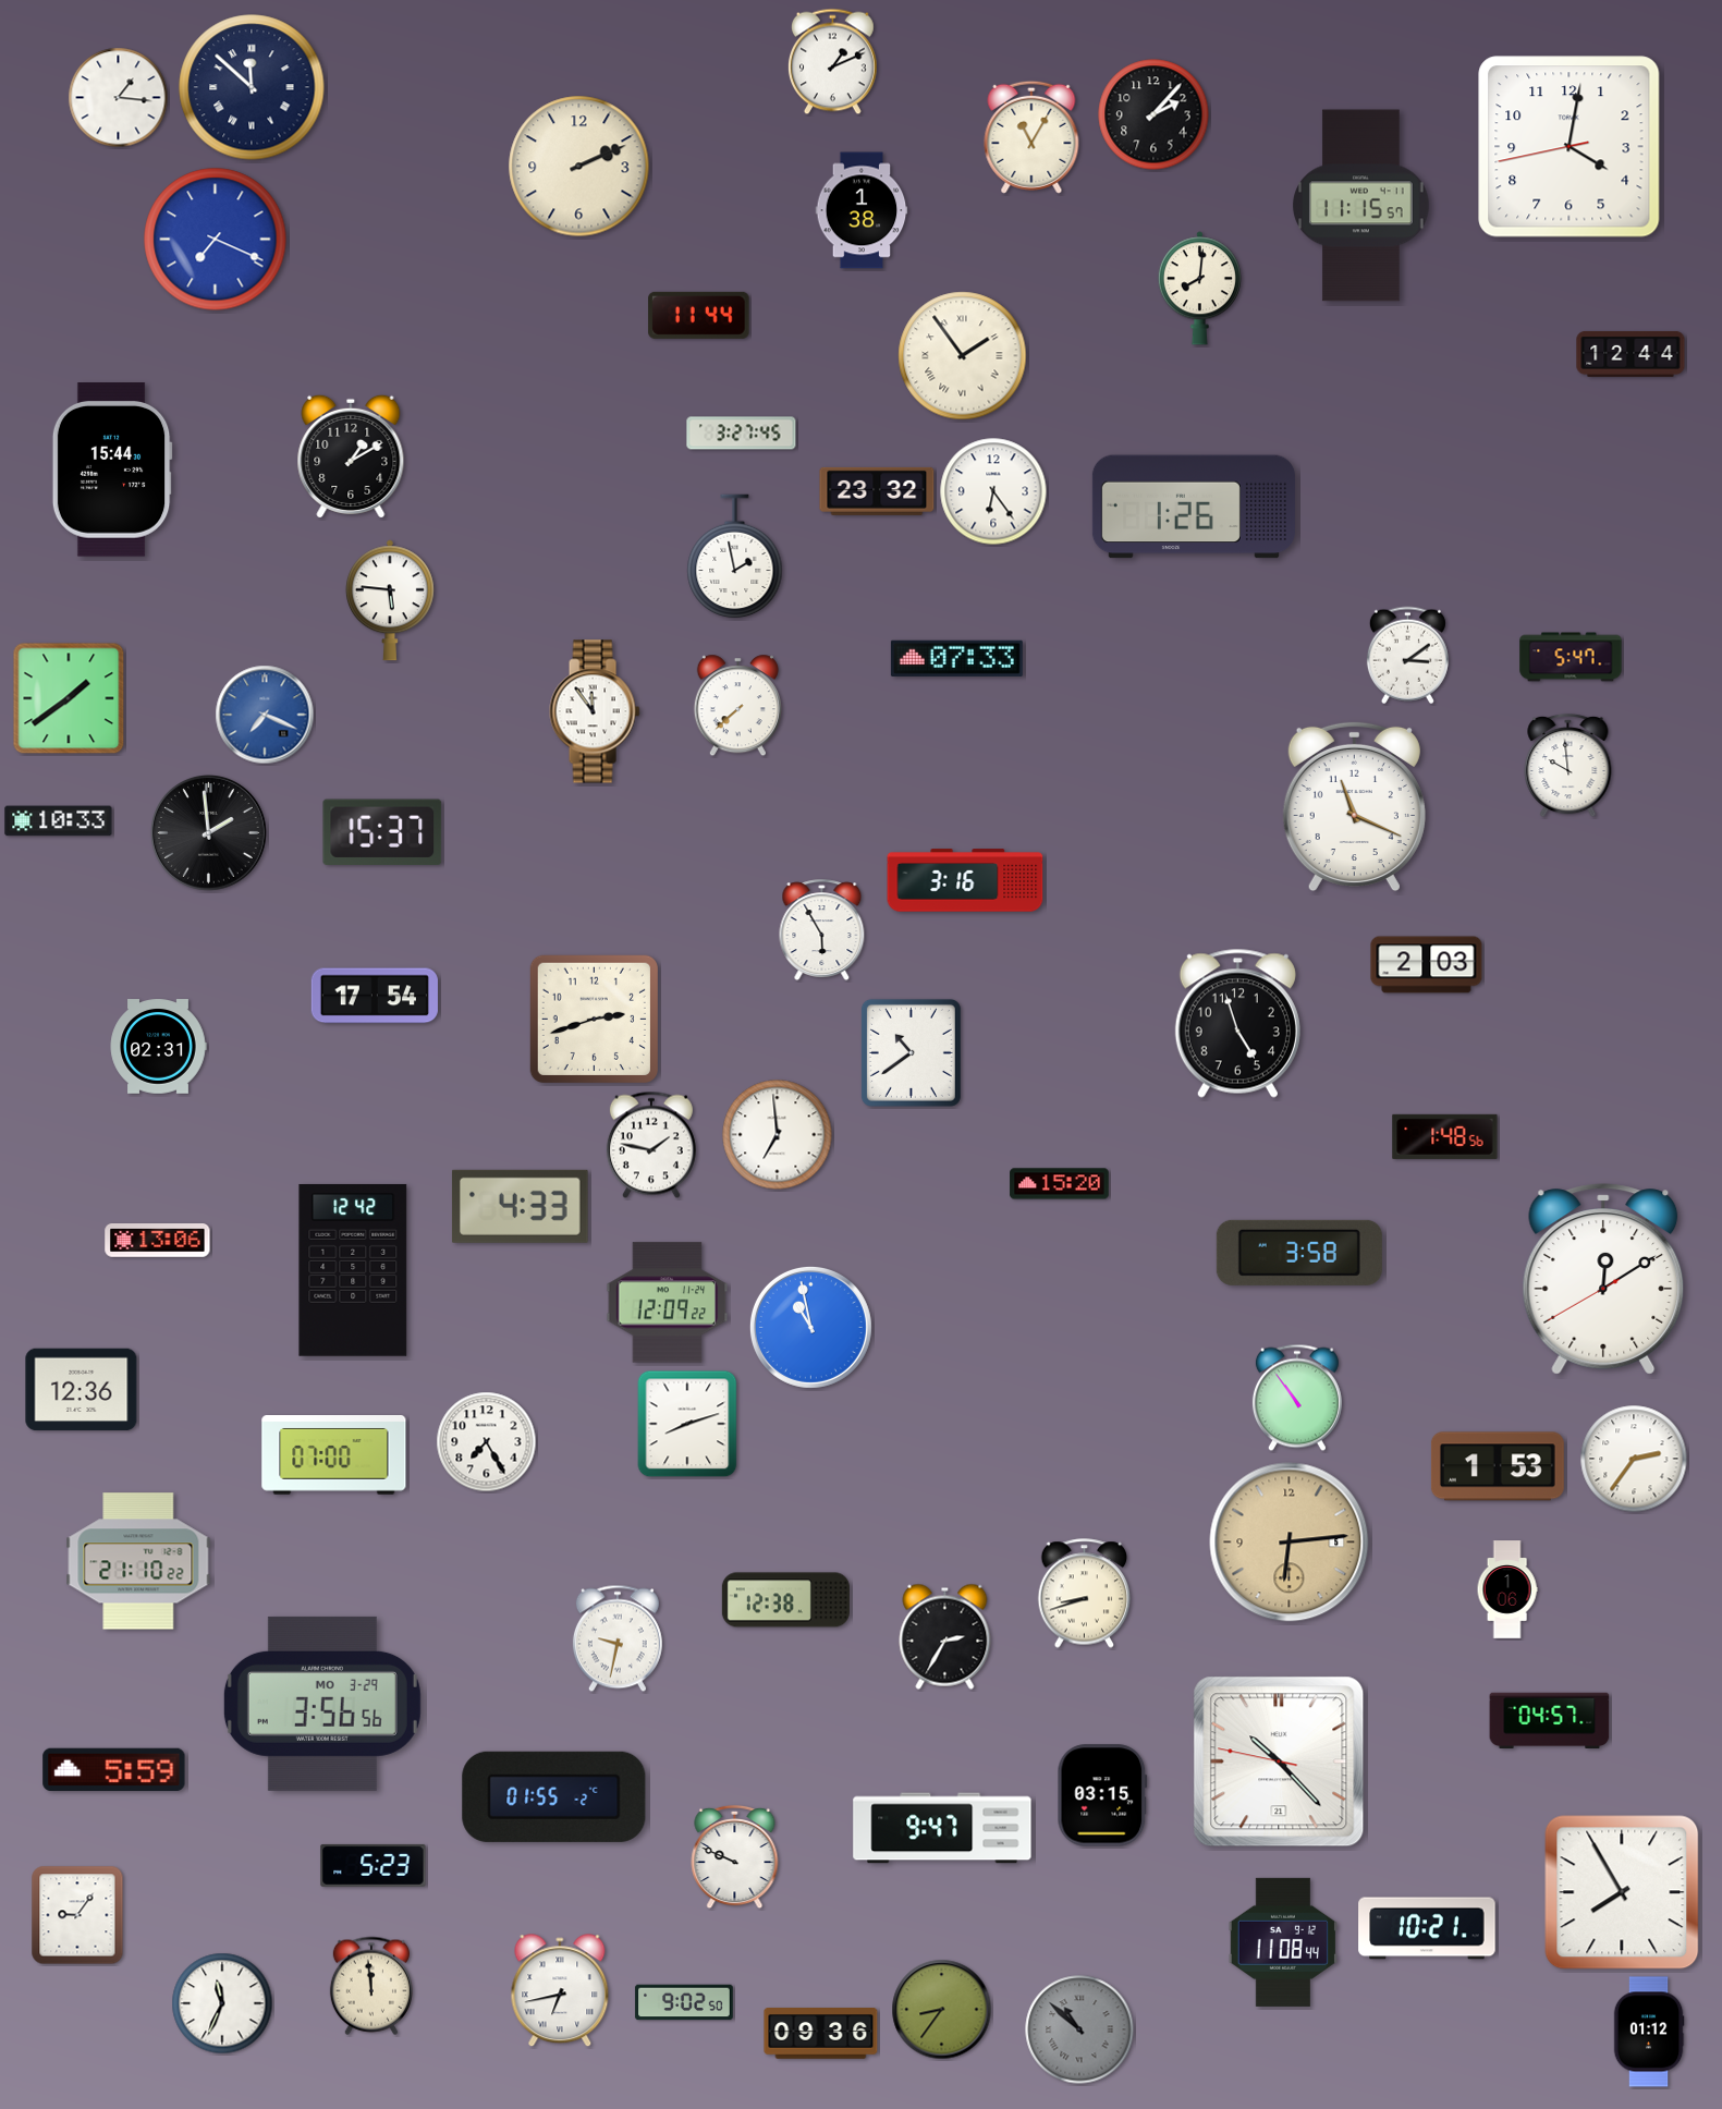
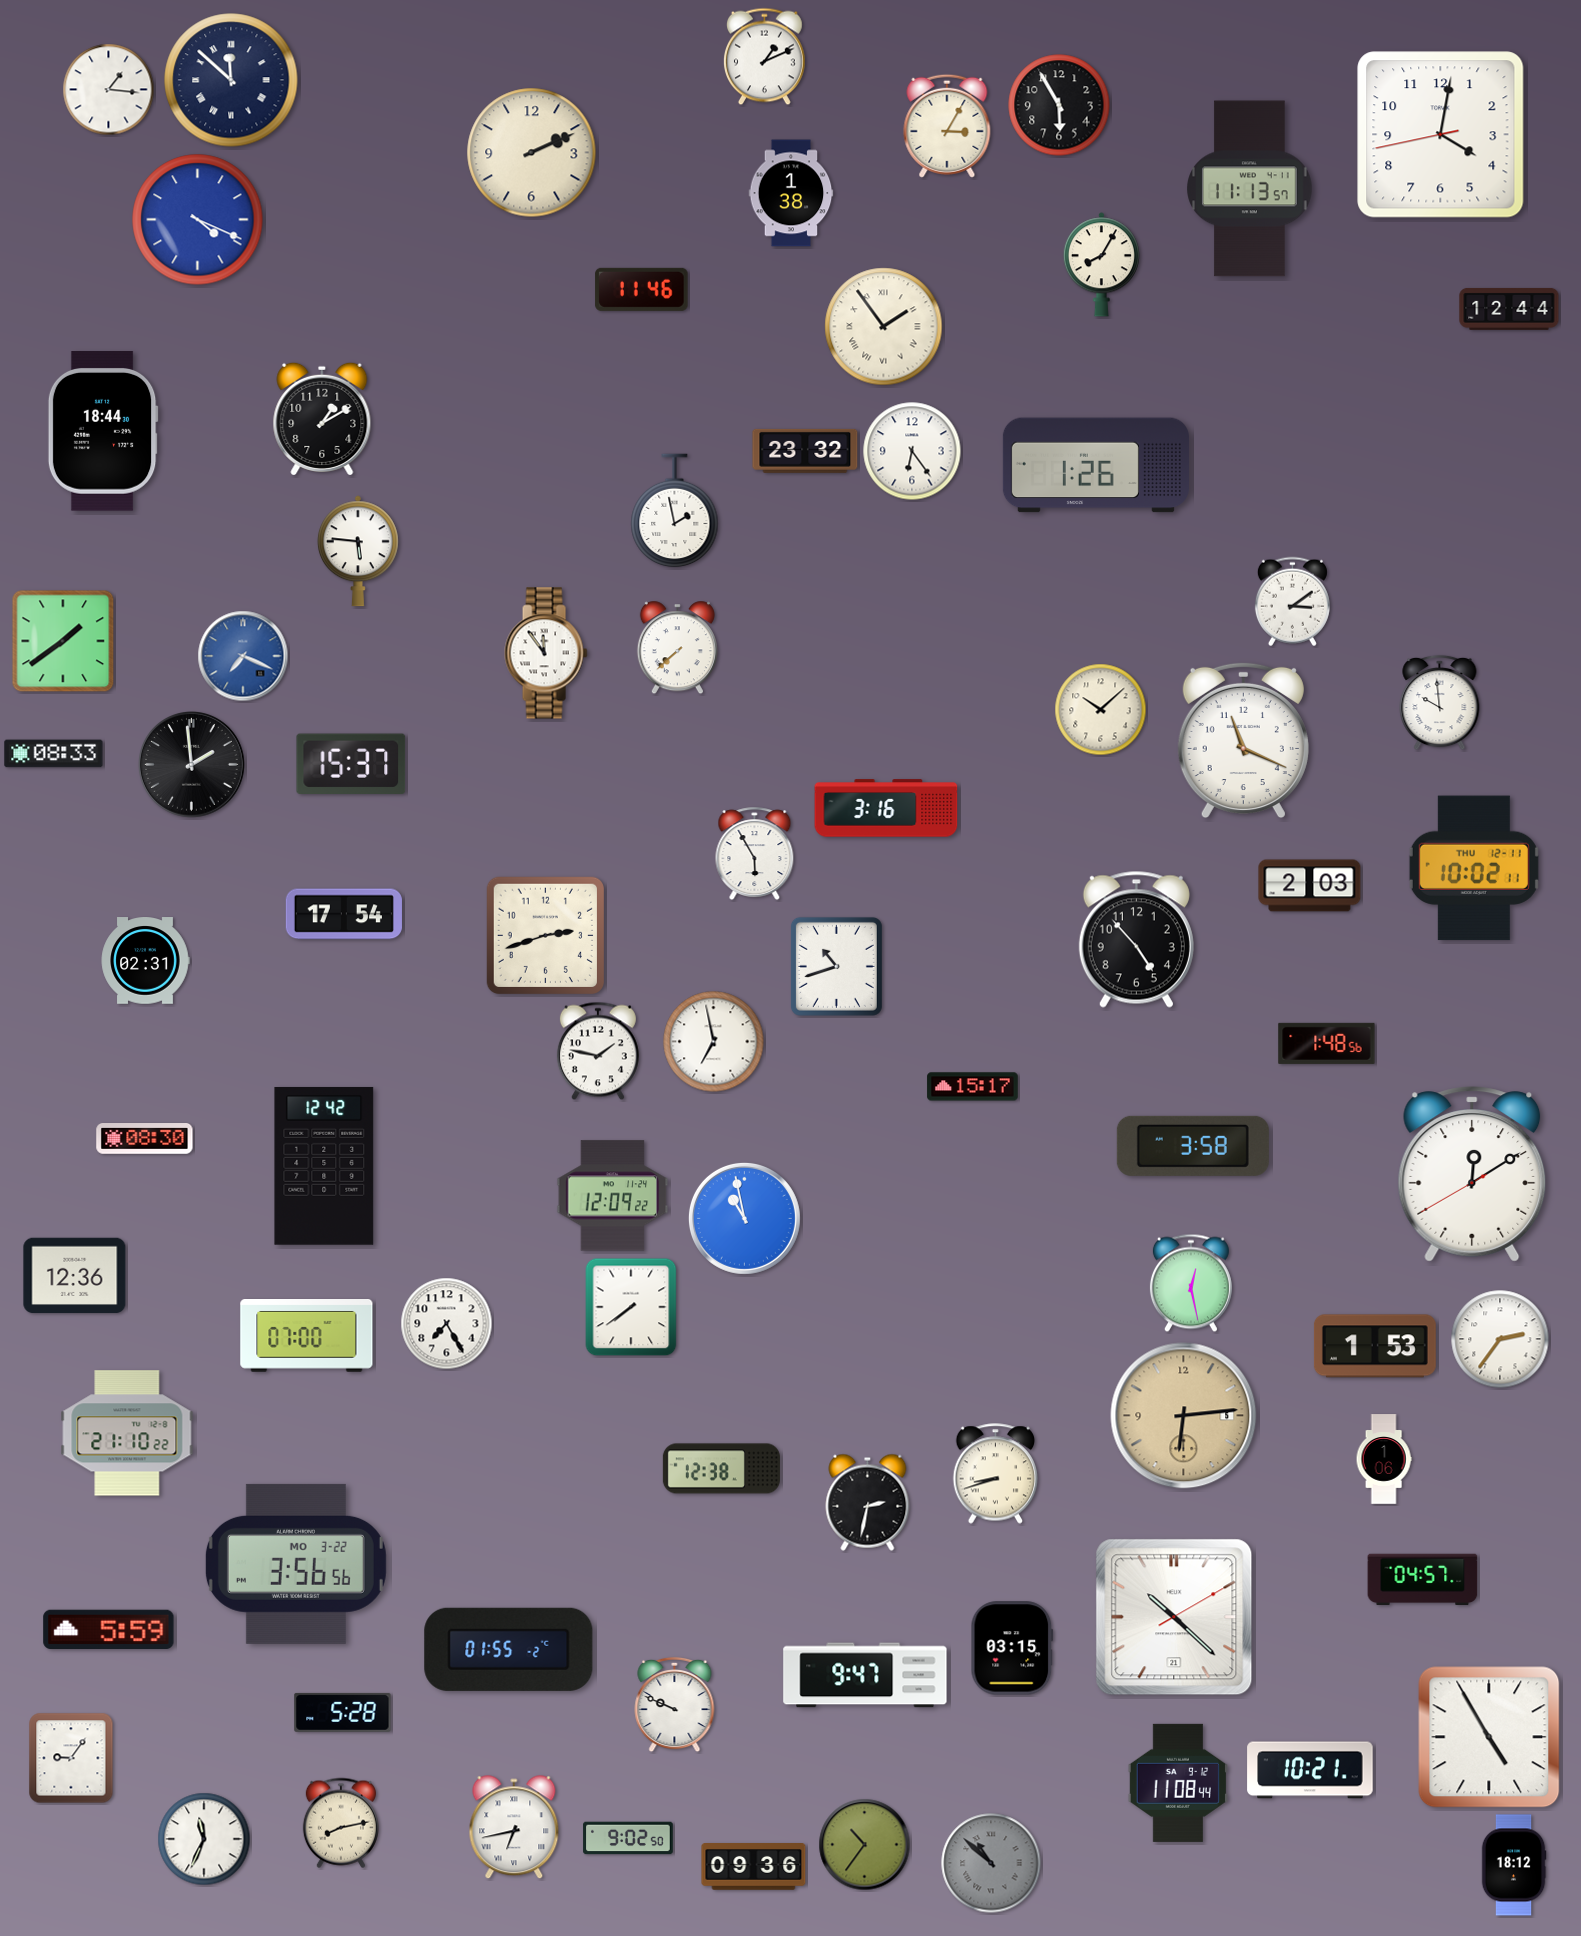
clock at (1153, 114): 2:07 -> 5:55
clock at (1031, 137): 11:05 -> 3:05
clock at (1361, 206): 11:15 -> 11:13
clock at (216, 240): 7:19 -> 4:19
clock at (1199, 289): 8:01 -> 8:05
clock at (699, 315): 11:44 -> 11:46
clock at (1631, 354) position: (1631, 354) -> (1509, 309)
clock at (742, 434): 3:27 -> none
clock at (112, 470): 15:44 -> 18:44
clock at (1571, 657): 5:47 -> none
clock at (956, 658): 07:33 -> none
clock at (1101, 710): none -> 10:08
clock at (59, 821): 10:33 -> 08:33
clock at (1474, 868): none -> 10:02
clock at (1237, 1023): 4:57 -> 4:53
clock at (911, 1052): 10:39 -> 10:42
clock at (778, 1135): 6:59 -> 6:58
clock at (1060, 1184): 15:20 -> 15:17
clock at (520, 1206): 4:33 -> none
clock at (158, 1241): 13:06 -> 08:30
clock at (1299, 1253) position: (1299, 1253) -> (1193, 1146)
clock at (1297, 1398): 10:54 -> 12:28
clock at (687, 1424): 8:12 -> 7:39
clock at (1085, 1594) position: (1085, 1594) -> (996, 1474)
clock at (945, 1636): 2:35 -> 2:32
clock at (618, 1638): 9:32 -> none
clock at (322, 1704) date: MO 3-29 -> MO 3-22
clock at (1279, 1761): 10:22:47 -> 10:22:10
clock at (114, 1770) position: (114, 1770) -> (109, 1630)
clock at (942, 1828) position: (942, 1828) -> (865, 1675)
clock at (374, 1865): 5:23 -> 5:28
clock at (1622, 1892): 7:55 -> 4:55
clock at (371, 1986): 11:59 -> 8:13
clock at (942, 2010): 8:36 -> 10:36
clock at (1649, 2032): 01:12 -> 18:12
